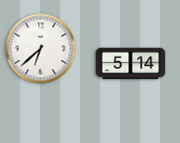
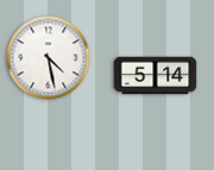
clock at (41, 49): 6:38 -> 4:28
